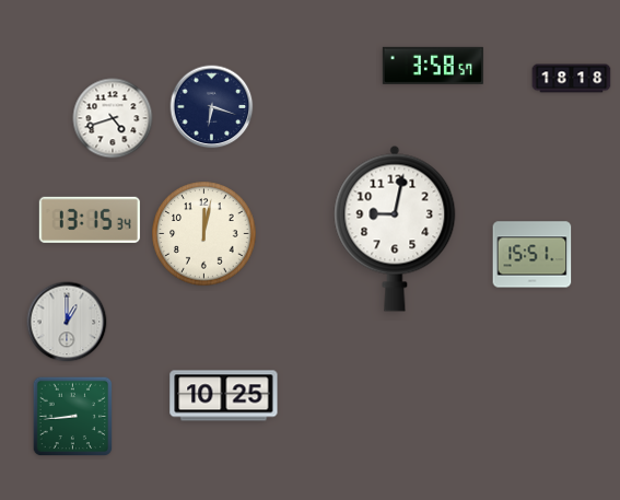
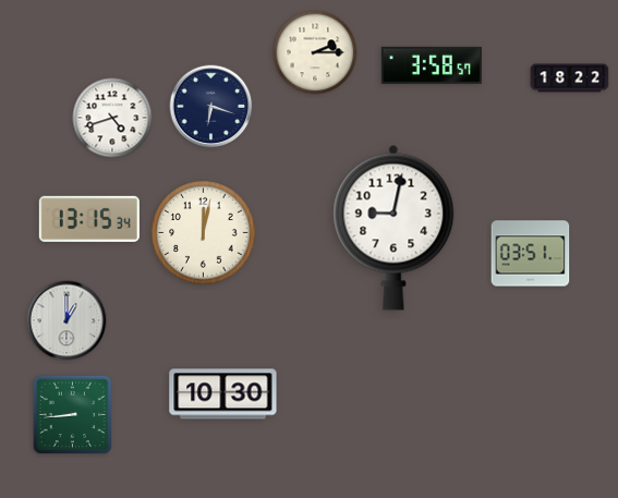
clock at (315, 52): none -> 2:15
clock at (572, 79): 18:18 -> 18:22
clock at (533, 255): 15:51 -> 03:51
clock at (224, 396): 10:25 -> 10:30
